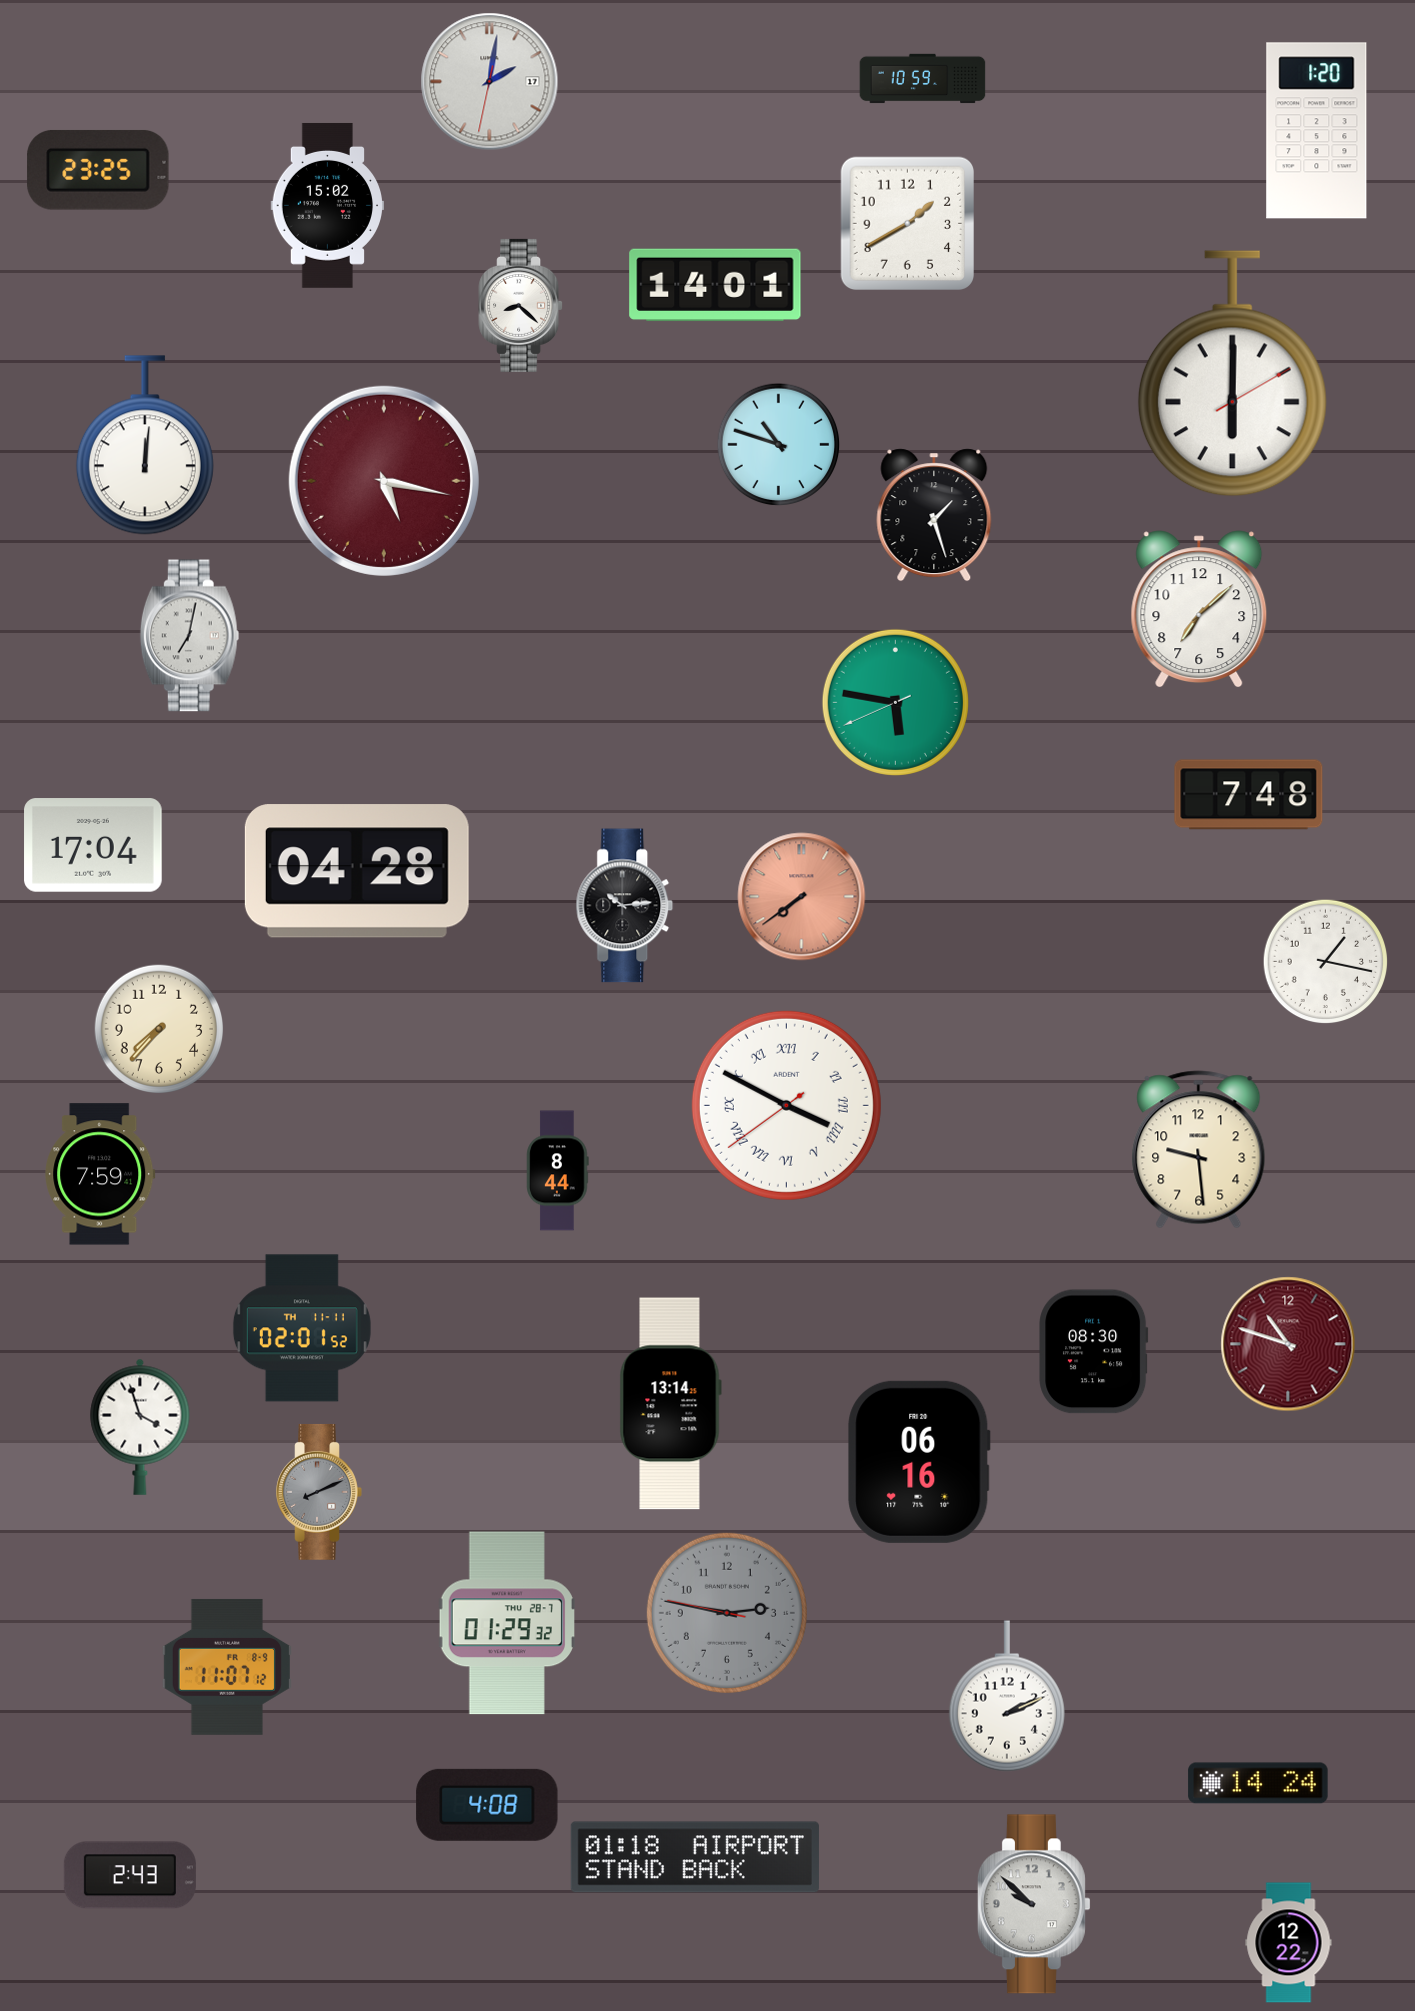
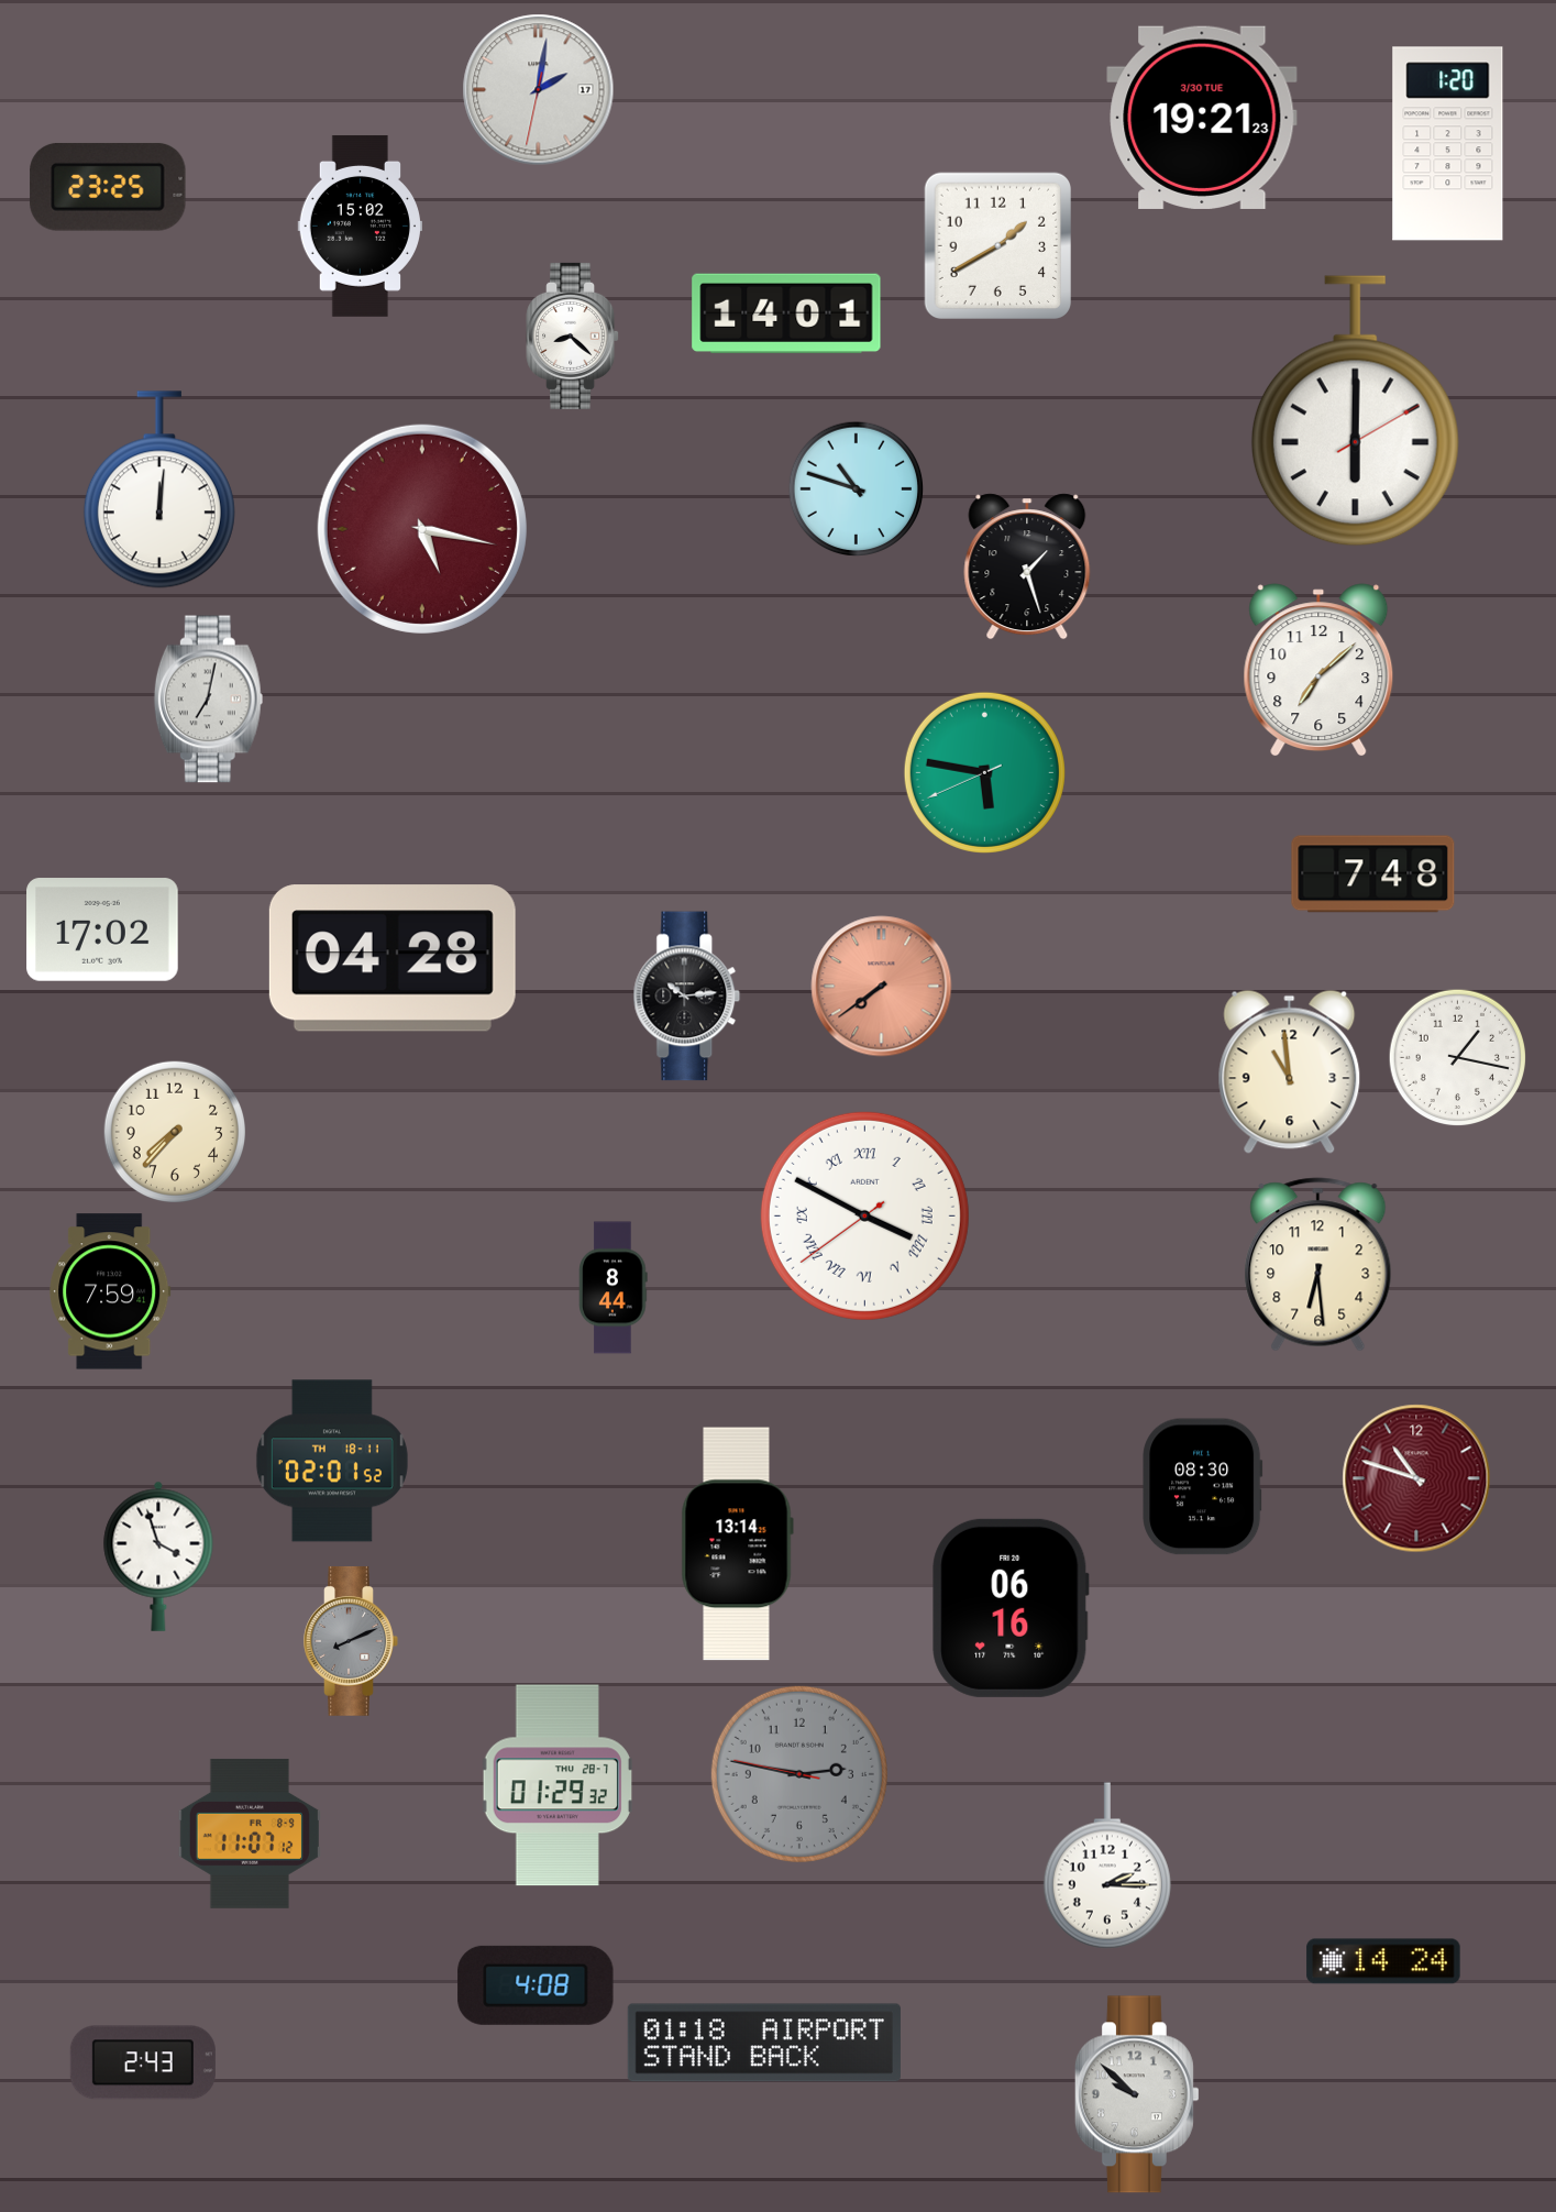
clock at (923, 79): 10:59 -> none
clock at (1202, 118): none -> 19:21
clock at (93, 845): 17:04 -> 17:02
clock at (1290, 1071): none -> 10:59
clock at (1199, 1150): 9:29 -> 6:29
clock at (302, 1328) date: TH 11-11 -> TH 18-11
clock at (140, 1427) position: (140, 1427) -> (158, 1556)
clock at (1007, 1696): 2:11 -> 2:15
clock at (1289, 1943): 12:22 -> none
